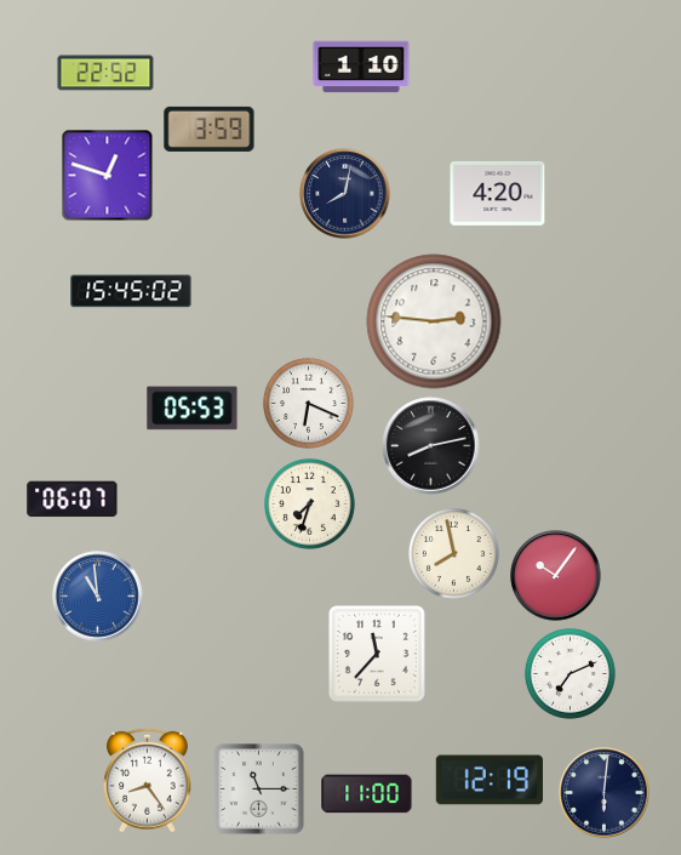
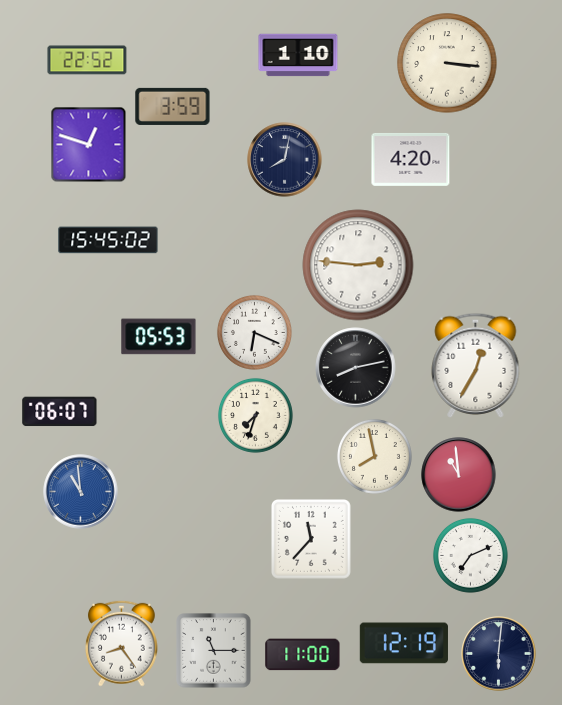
clock at (447, 63): none -> 3:16
clock at (476, 365): none -> 12:35
clock at (556, 576): 10:06 -> 10:59
